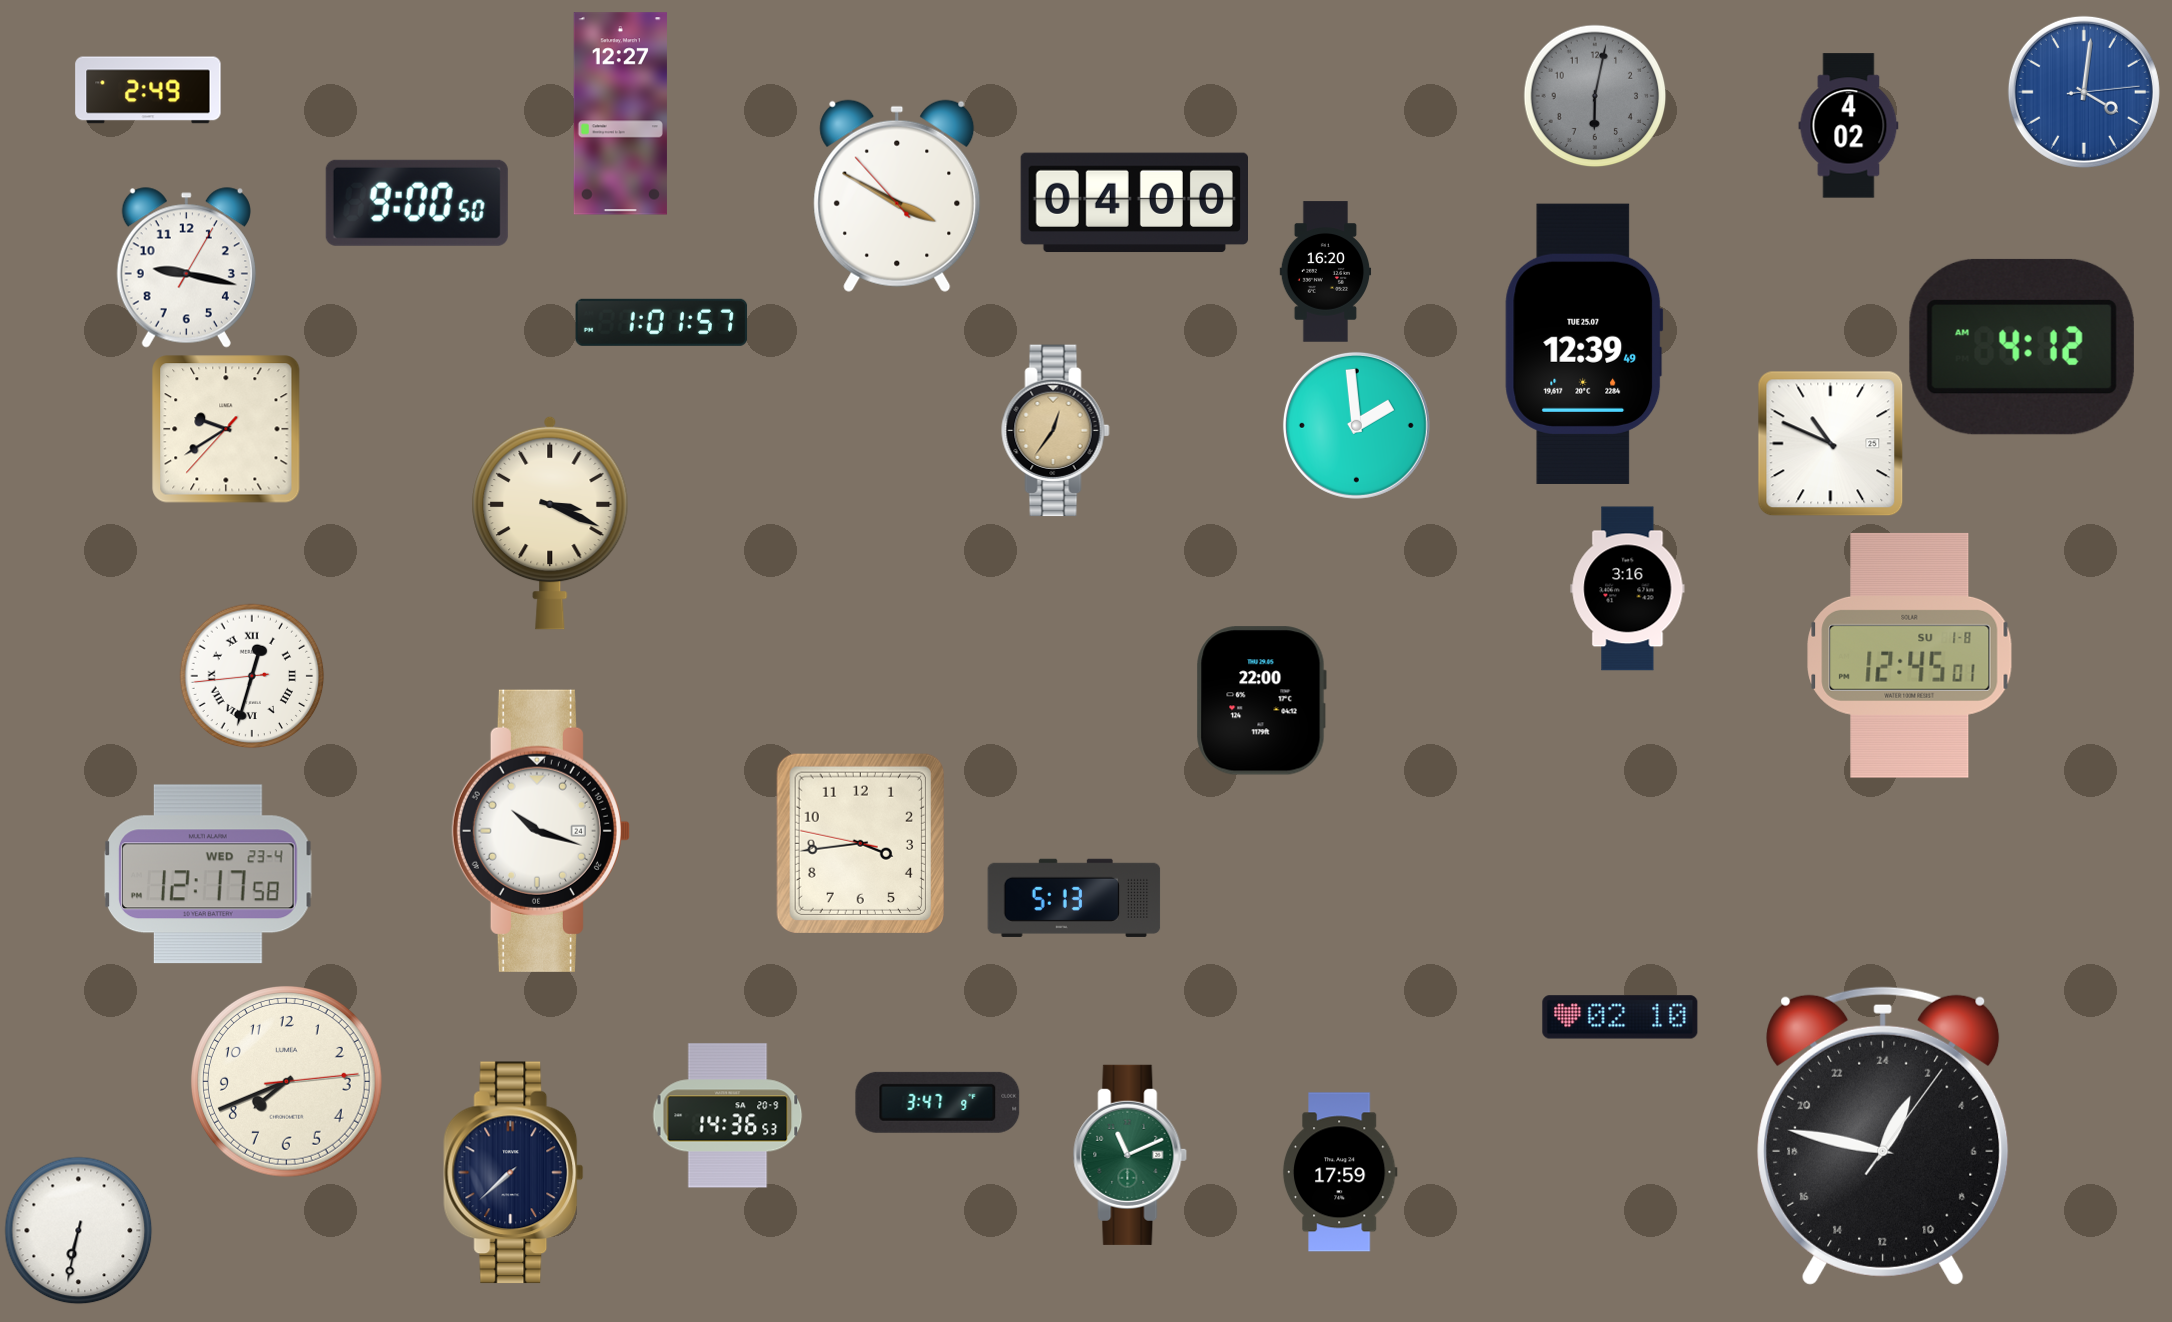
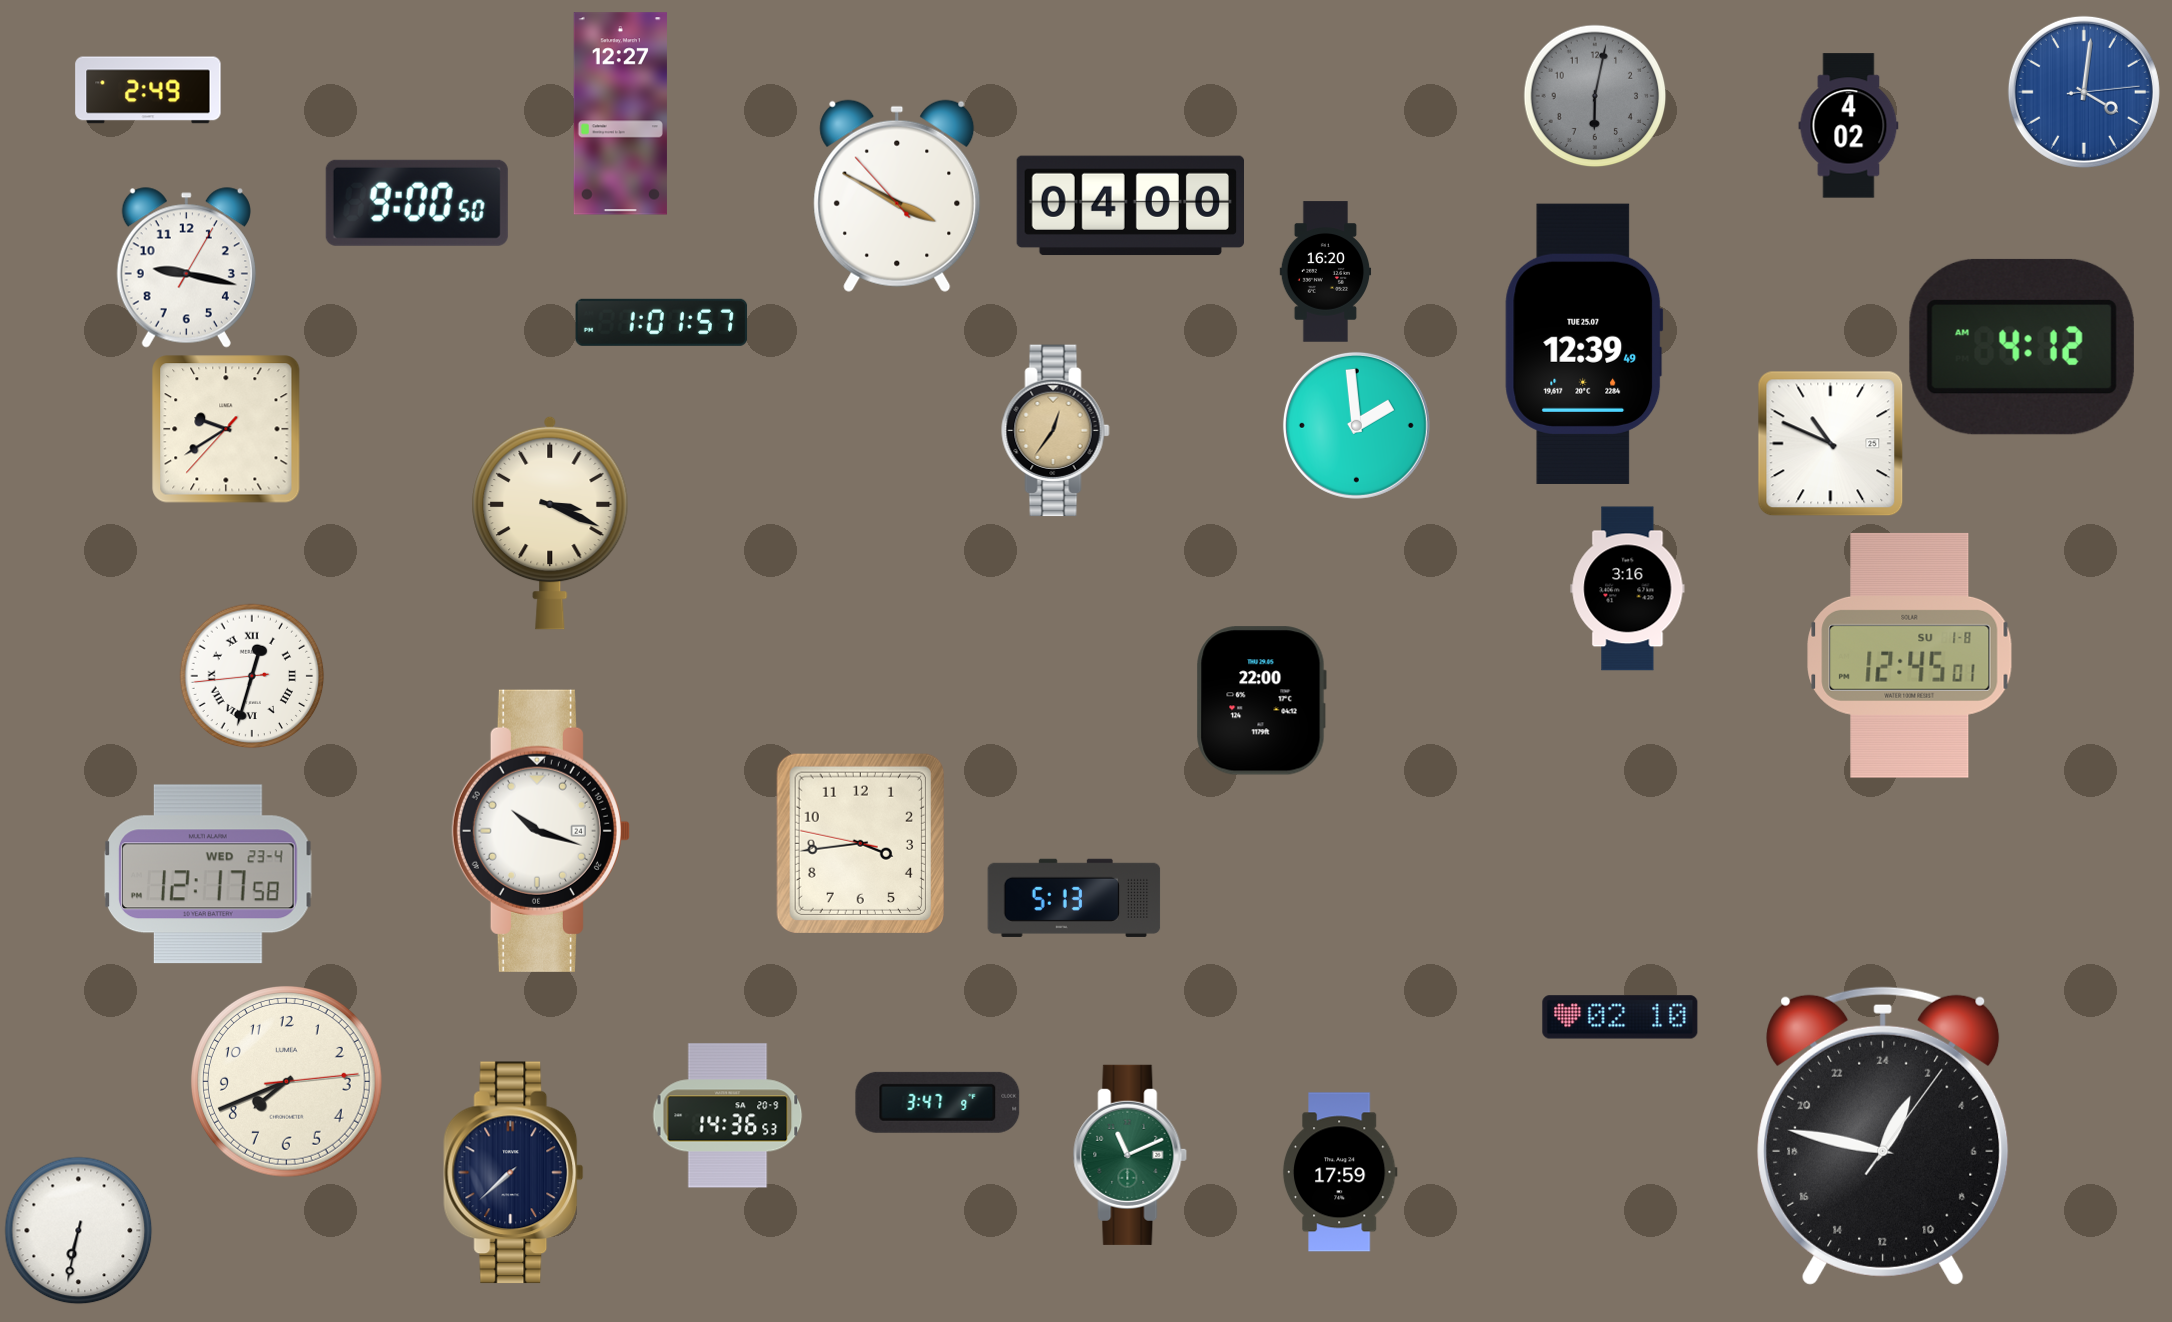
clock at (1134, 203) position: (1134, 203) -> (1130, 206)
